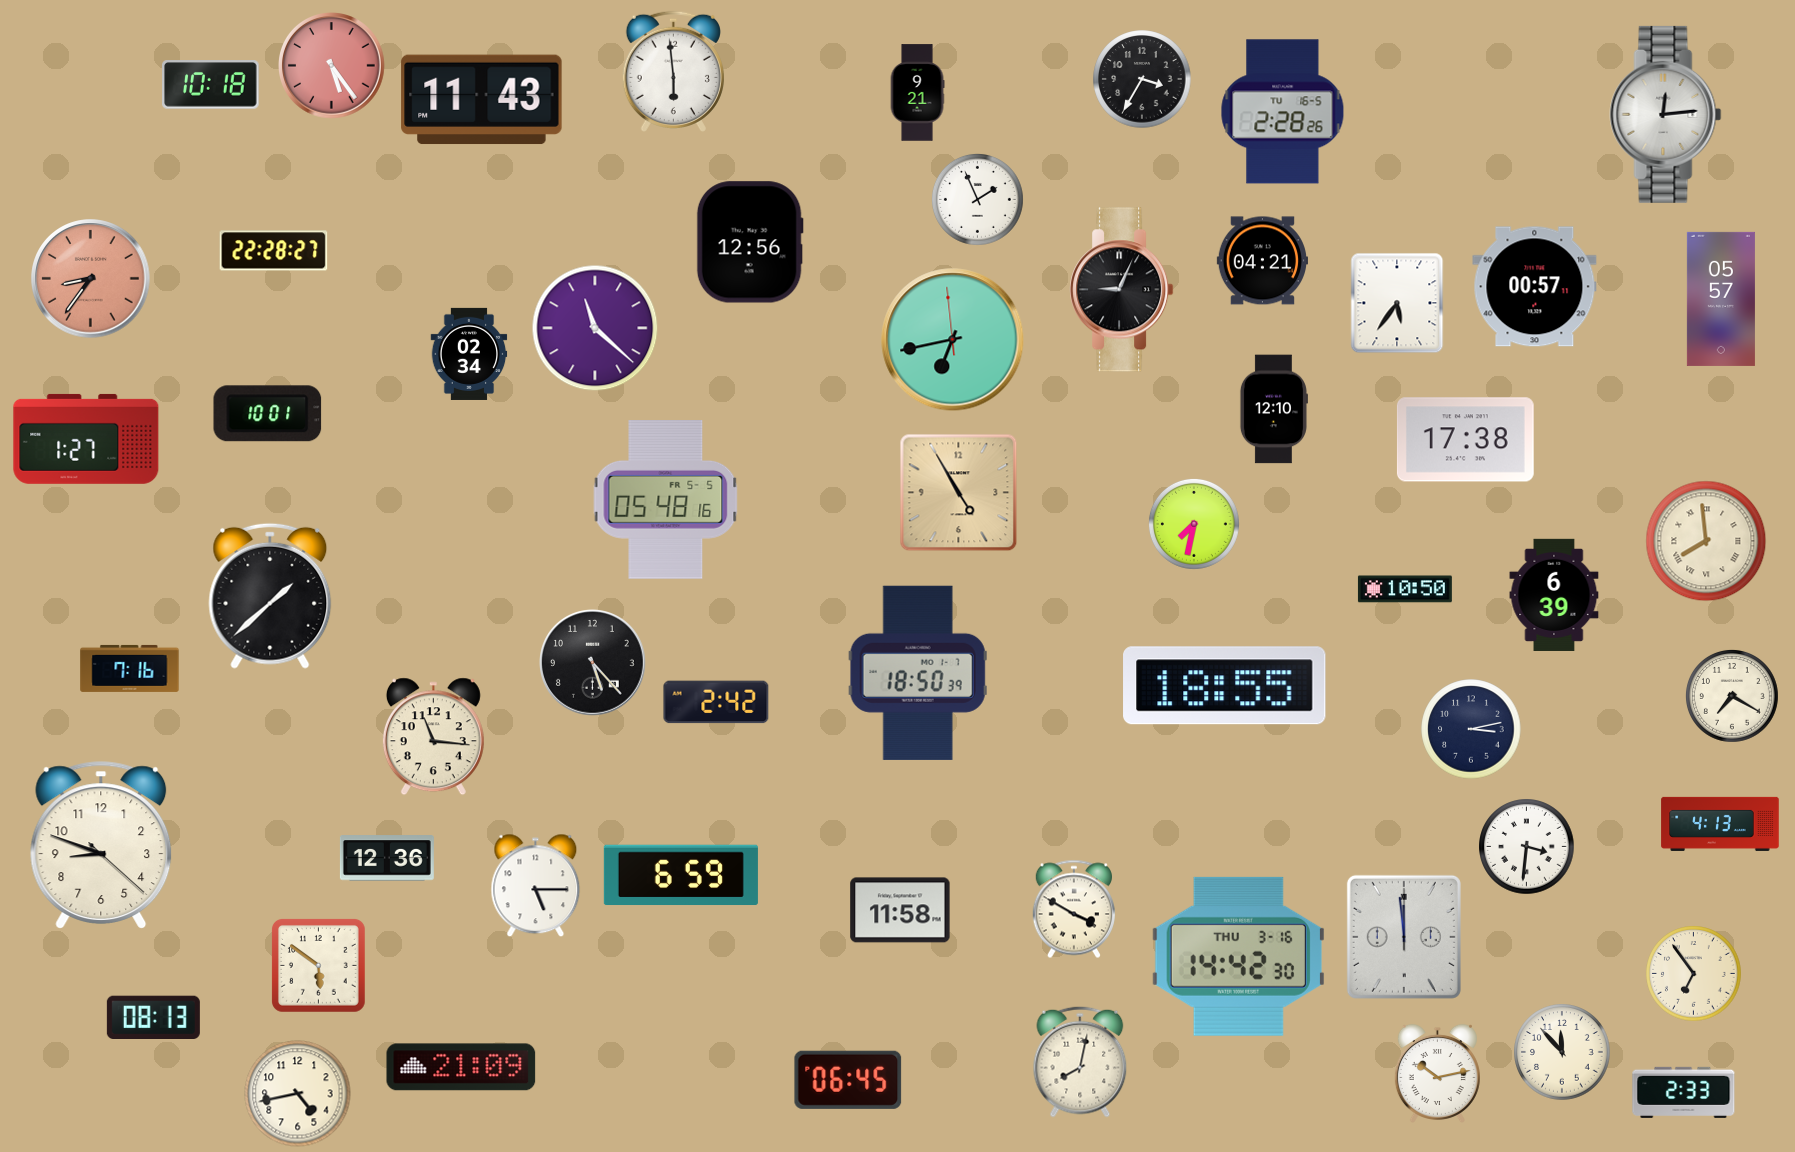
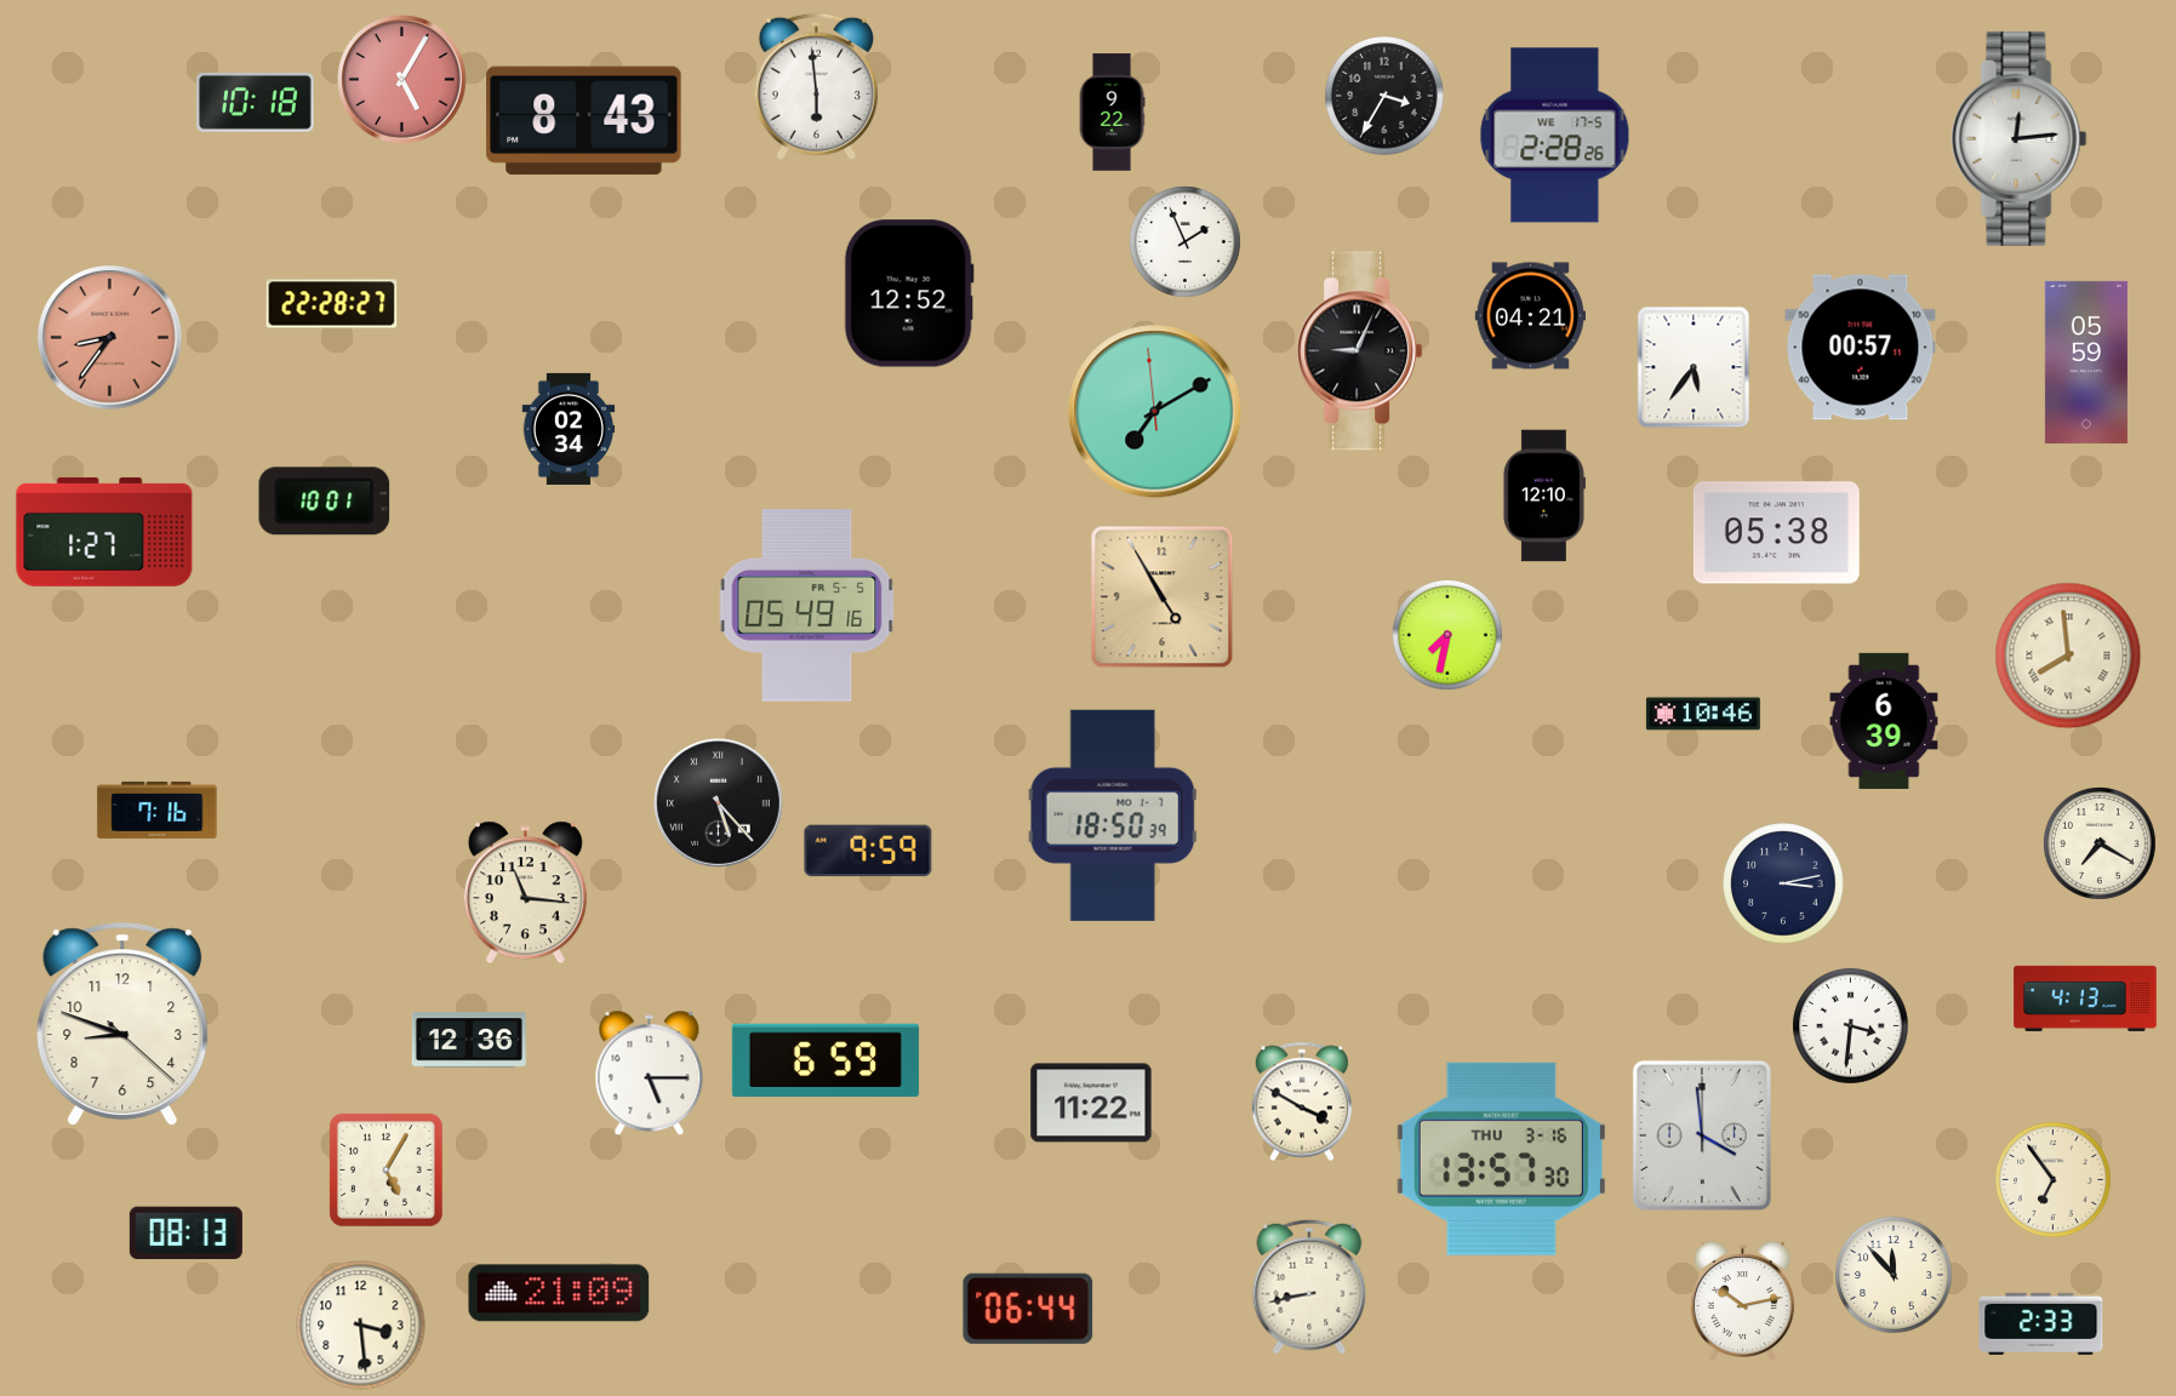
clock at (332, 66): 5:24 -> 5:05
clock at (917, 93): 9:21 -> 9:22
clock at (482, 100): 11:43 -> 8:43
clock at (1283, 112) date: TU 16-5 -> WE 17-5
clock at (750, 242): 12:56 -> 12:52
clock at (1721, 299): 05:57 -> 05:59
clock at (595, 328): 11:22 -> none
clock at (953, 340): 6:42 -> 7:09
clock at (1465, 440): 17:38 -> 05:38
clock at (666, 500): 05:48 -> 05:49
clock at (1405, 589): 10:50 -> 10:46
clock at (270, 596): 1:38 -> none
clock at (593, 663) numerals: Arabic -> Roman
clock at (1225, 686): 18:55 -> none
clock at (716, 702): 2:42 -> 9:59
clock at (900, 910): 11:58 -> 11:22
clock at (1404, 937): 11:59 -> 3:59
clock at (1238, 956): 14:42 -> 13:57
clock at (318, 965): 5:51 -> 5:05
clock at (1080, 1062): 8:02 -> 8:43
clock at (848, 1080): 06:45 -> 06:44
clock at (298, 1094): 4:43 -> 3:29
